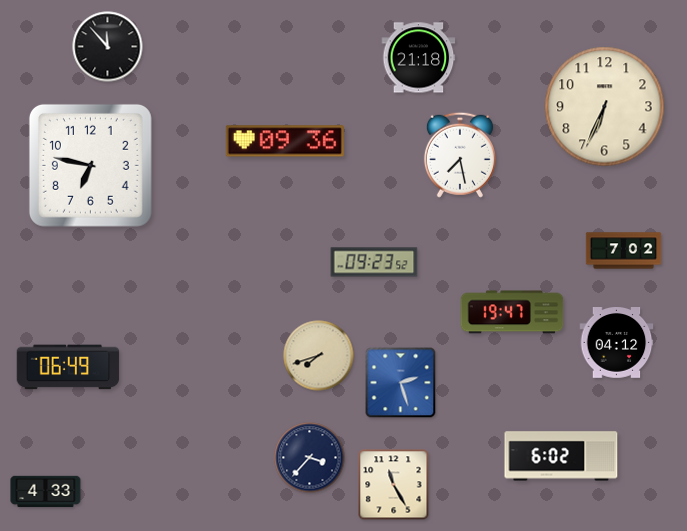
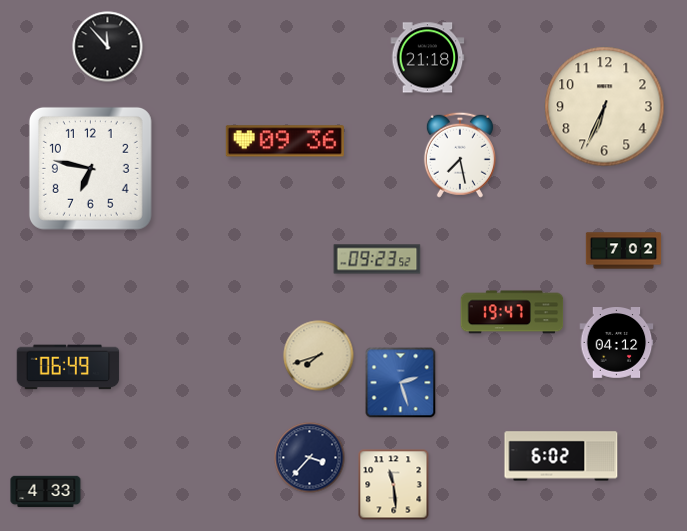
clock at (419, 58) position: (419, 58) -> (428, 58)
clock at (90, 165) position: (90, 165) -> (90, 168)
clock at (374, 262) position: (374, 262) -> (377, 259)
clock at (394, 485): 11:25 -> 11:29
